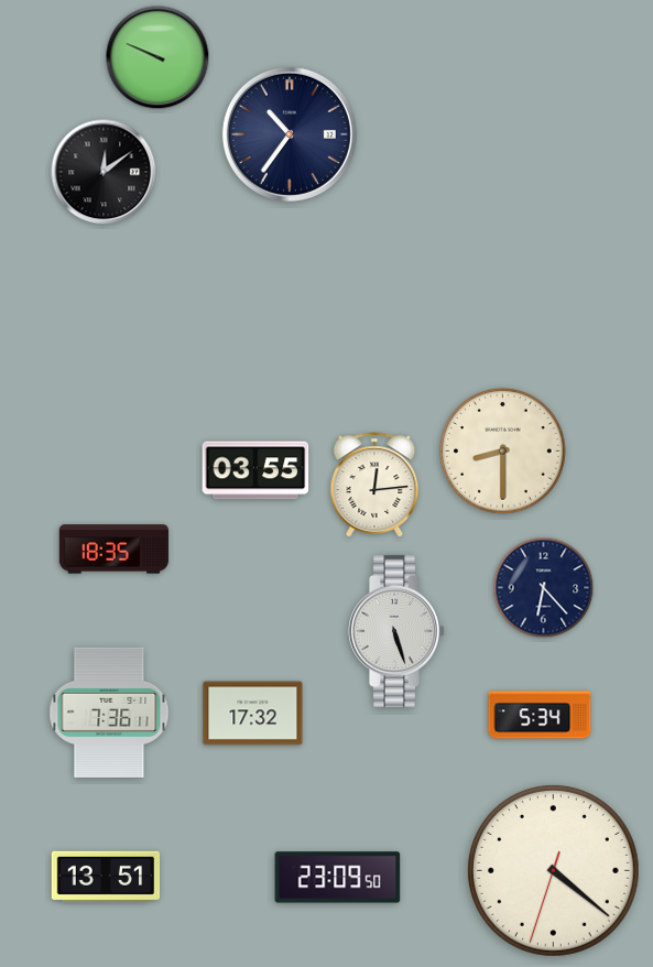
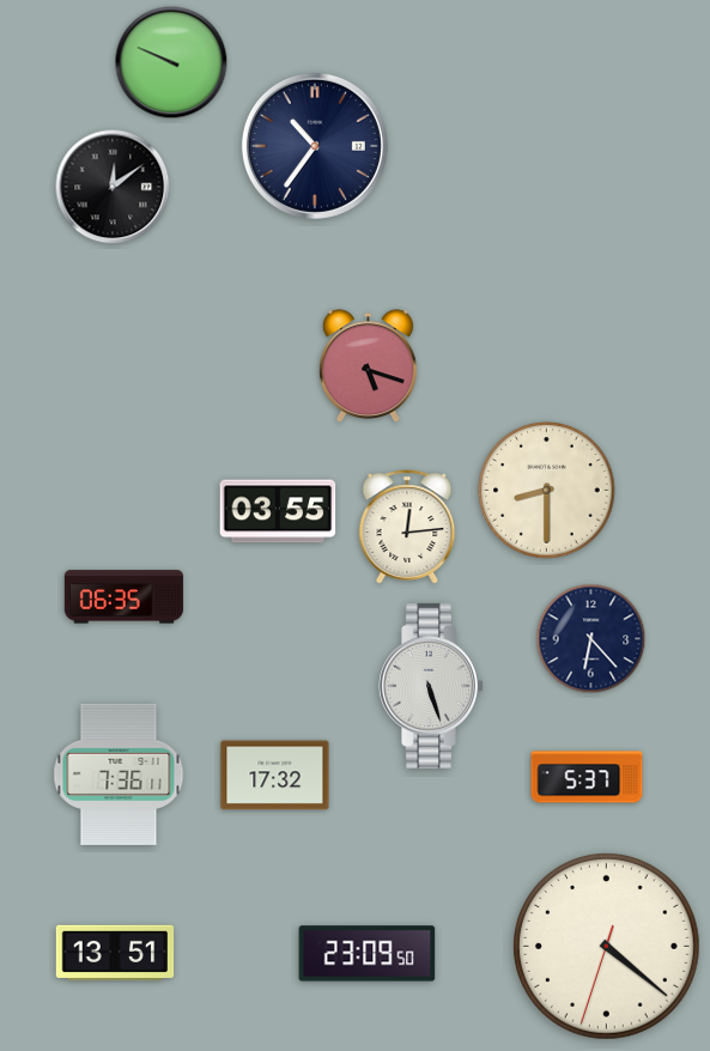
clock at (368, 366): none -> 5:18
clock at (113, 550): 18:35 -> 06:35
clock at (540, 715): 5:34 -> 5:37
clock at (554, 871) position: (554, 871) -> (607, 947)
